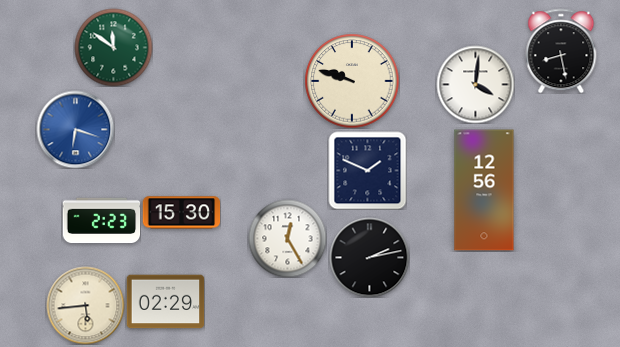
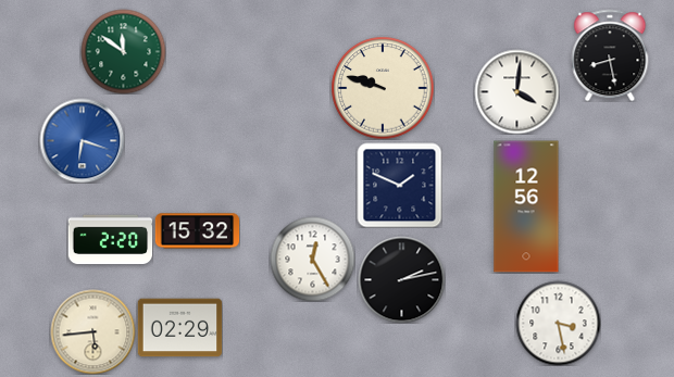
clock at (181, 213): 15:30 -> 15:32
clock at (101, 221): 2:23 -> 2:20
clock at (558, 323): none -> 3:28
